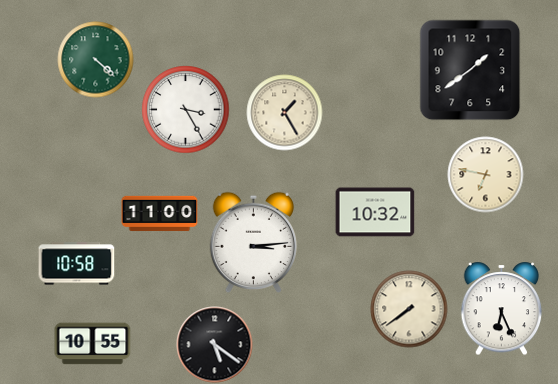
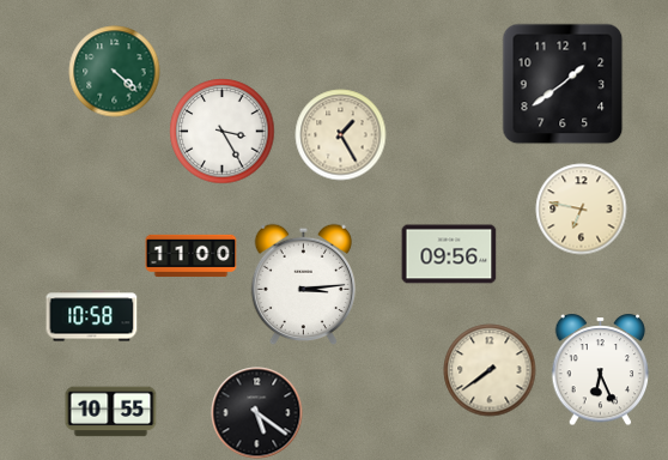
clock at (375, 212): 10:32 -> 09:56
clock at (253, 243) position: (253, 243) -> (303, 285)
